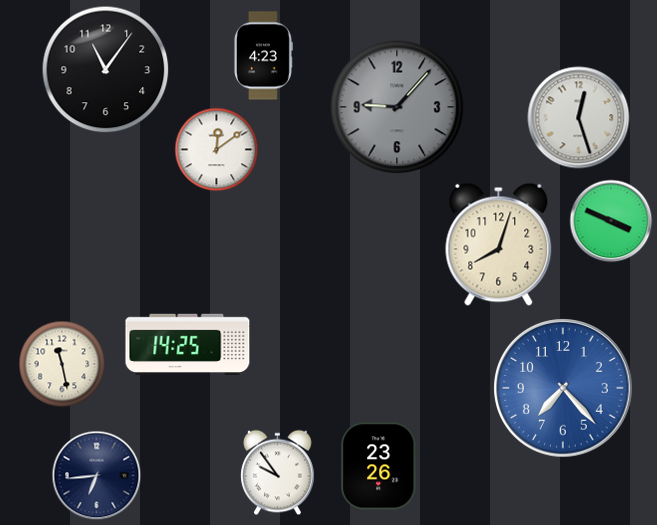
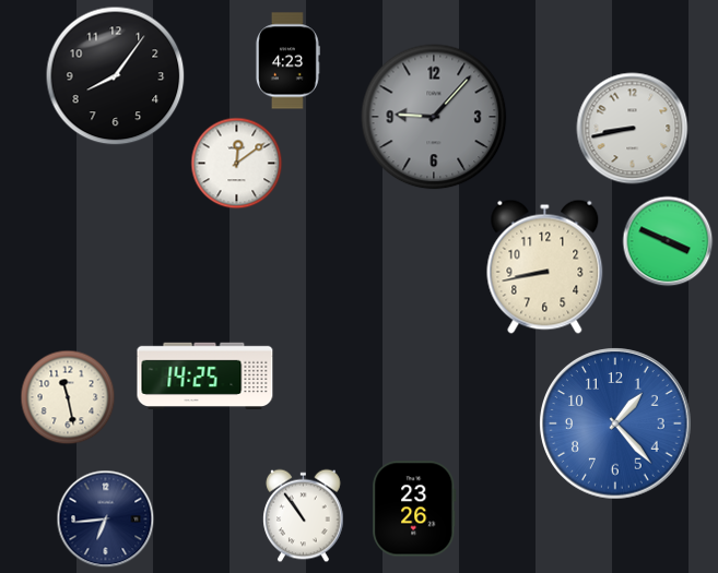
clock at (106, 70): 11:06 -> 8:06
clock at (579, 118): 12:27 -> 8:43
clock at (499, 244): 8:03 -> 8:43
clock at (563, 388): 7:23 -> 1:23
clock at (278, 473): 9:54 -> 10:54
